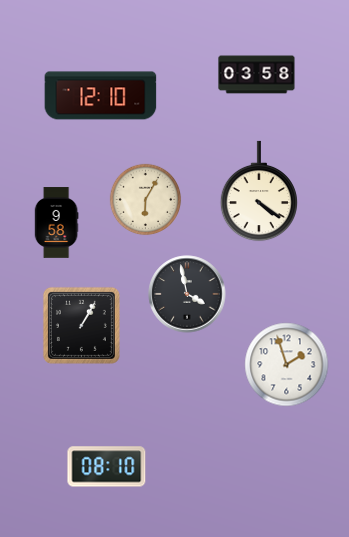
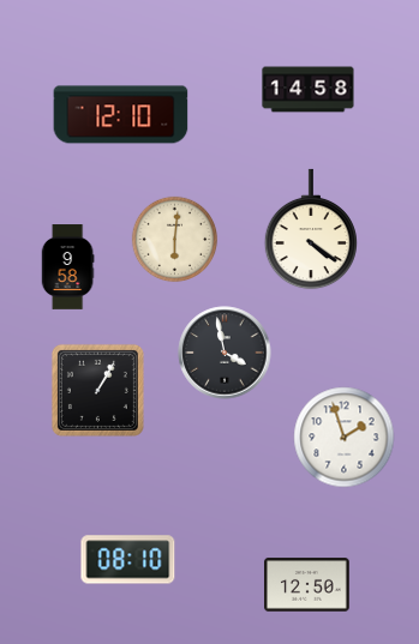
clock at (257, 75): 03:58 -> 14:58
clock at (146, 200): 6:05 -> 6:01
clock at (307, 585): none -> 12:50
